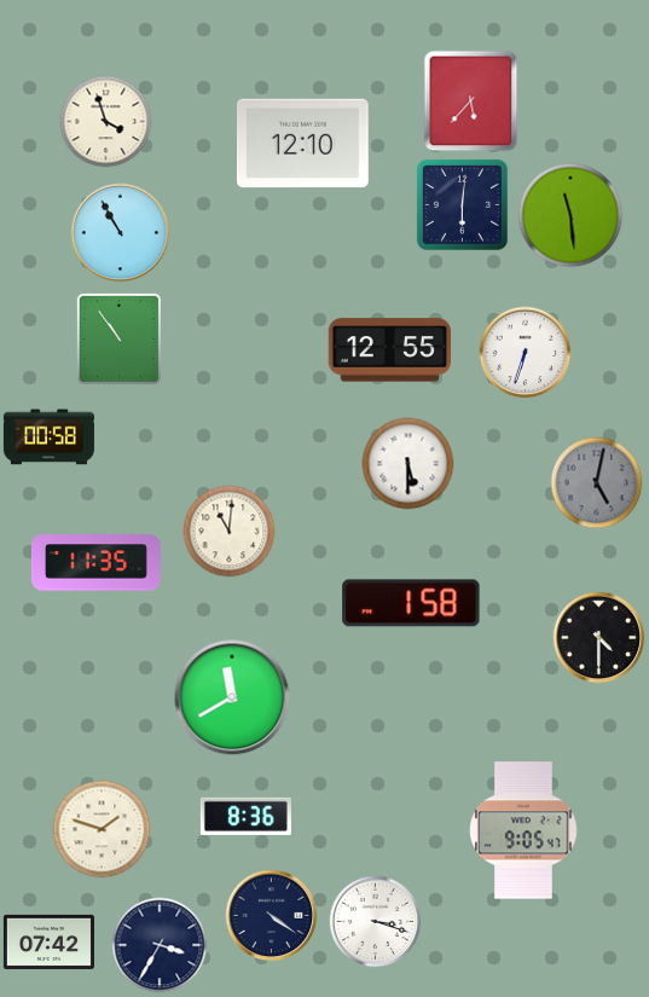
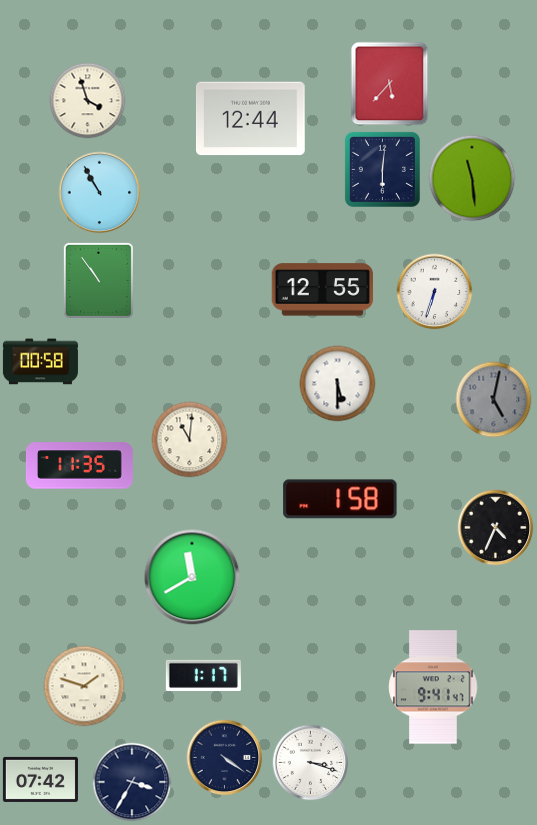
clock at (303, 144): 12:10 -> 12:44
clock at (599, 638): 4:30 -> 4:34
clock at (245, 816): 8:36 -> 1:17
clock at (523, 830): 9:05 -> 9:41
